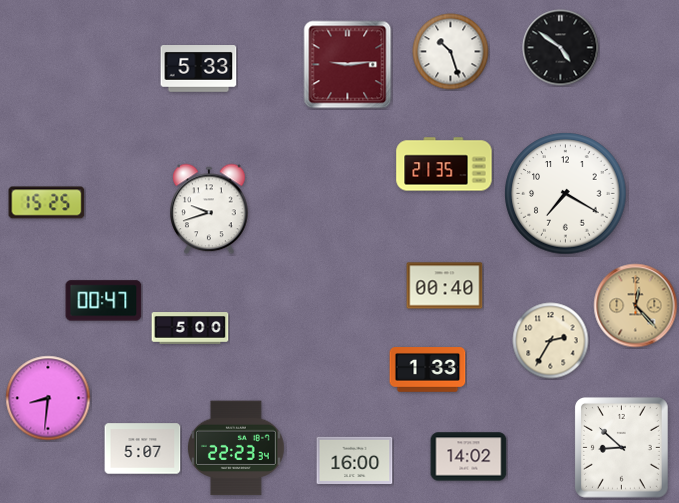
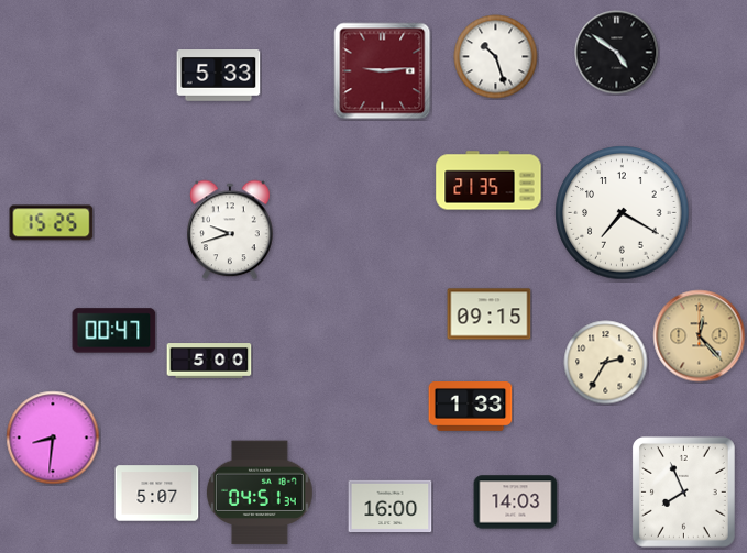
clock at (445, 286): 00:40 -> 09:15
clock at (551, 341) position: (551, 341) -> (606, 363)
clock at (236, 448): 22:23 -> 04:51
clock at (622, 448): 8:52 -> 7:56
clock at (469, 457): 14:02 -> 14:03
